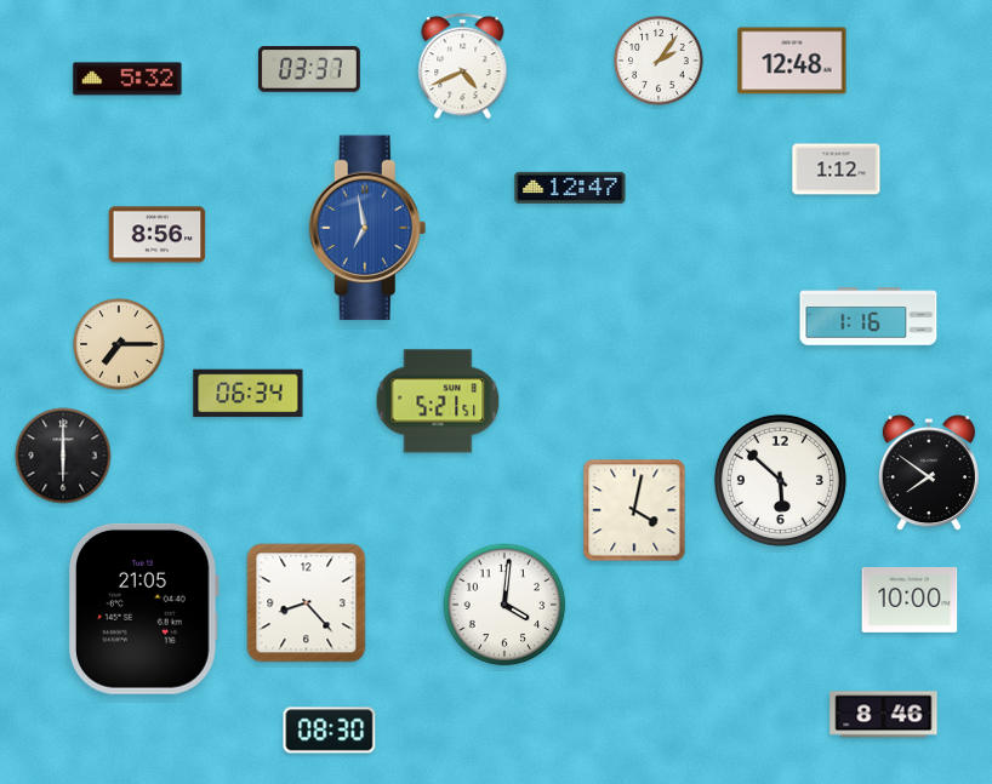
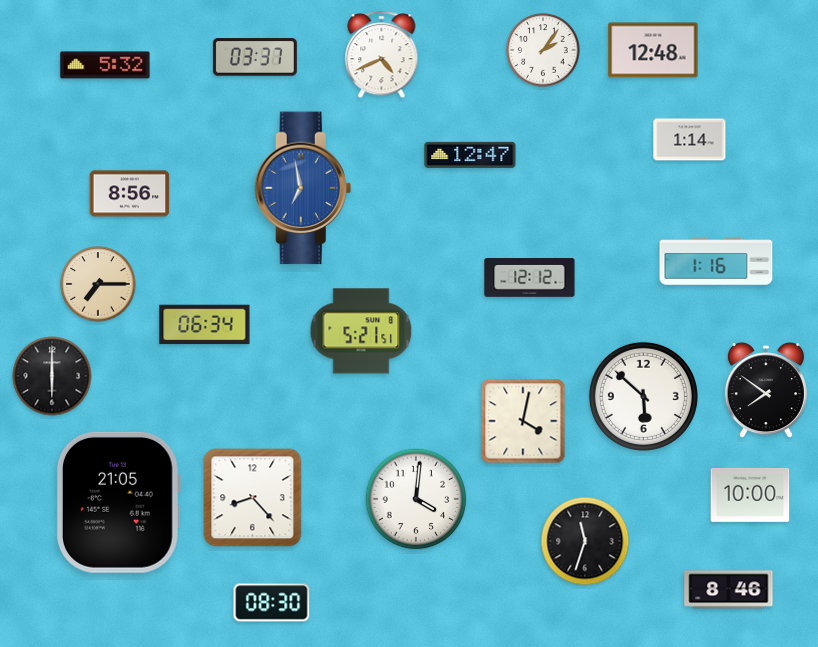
clock at (837, 170): 1:12 -> 1:14
clock at (530, 278): none -> 12:12
clock at (585, 541): none -> 11:33
